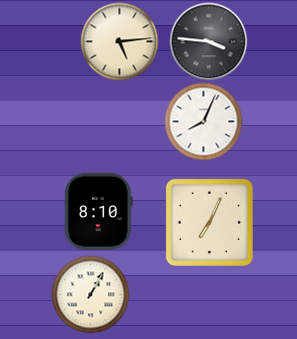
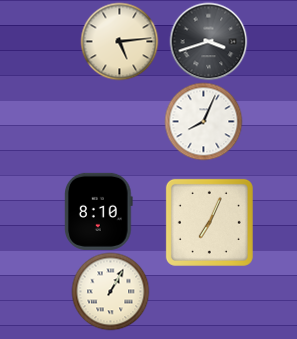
clock at (208, 41): 3:46 -> 3:42
clock at (90, 294) position: (90, 294) -> (110, 291)
